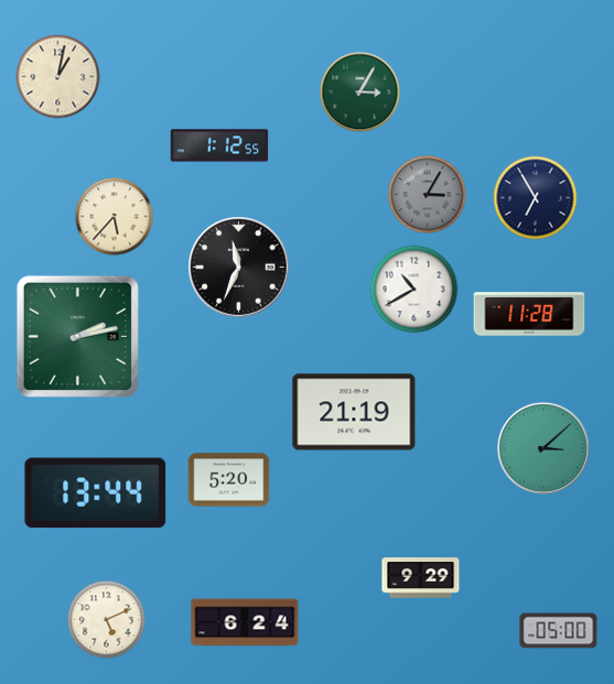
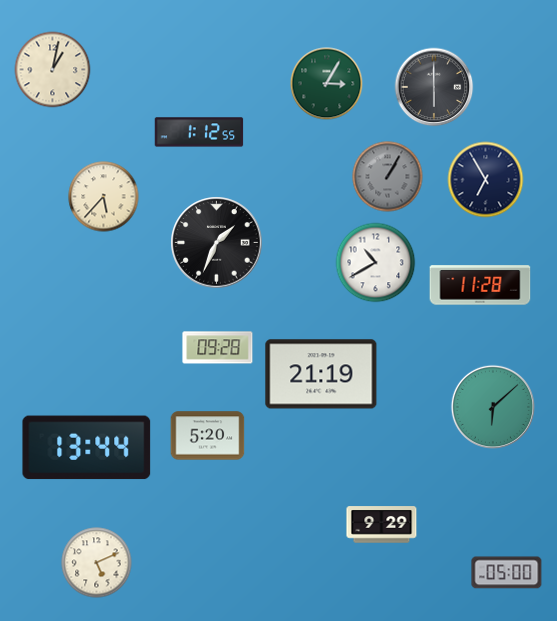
clock at (434, 87): none -> 6:00
clock at (428, 195): 3:05 -> 1:05
clock at (239, 268): 11:34 -> 1:34
clock at (77, 336): 2:13 -> none
clock at (218, 348): none -> 09:28
clock at (543, 448): 3:08 -> 6:08
clock at (245, 622): 6:24 -> none
